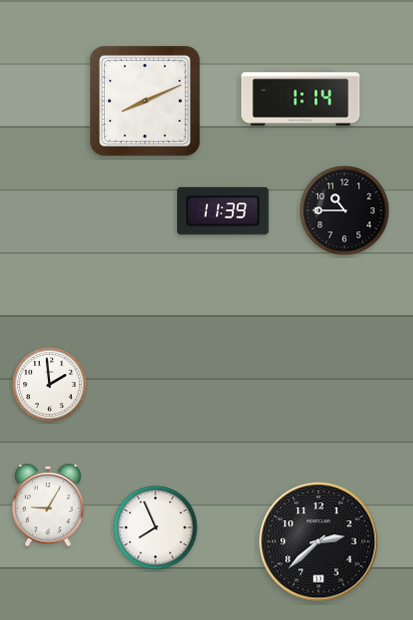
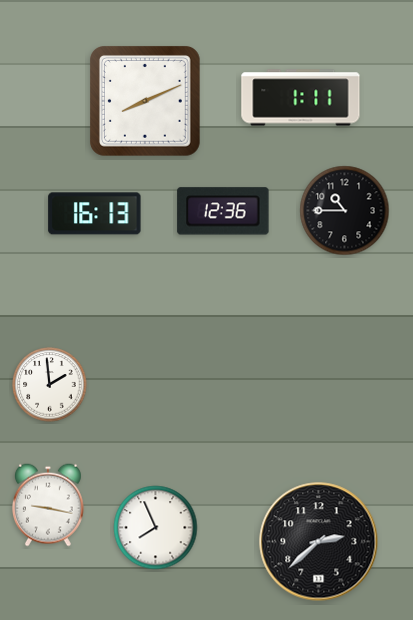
clock at (301, 98): 1:14 -> 1:11
clock at (223, 211): 11:39 -> 12:36
clock at (95, 214): none -> 16:13
clock at (49, 505): 9:05 -> 9:17
